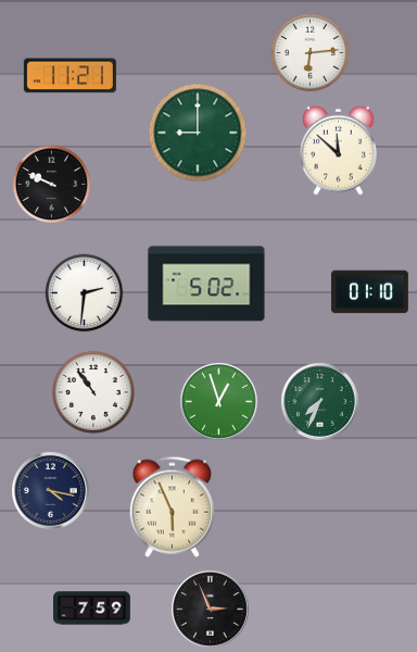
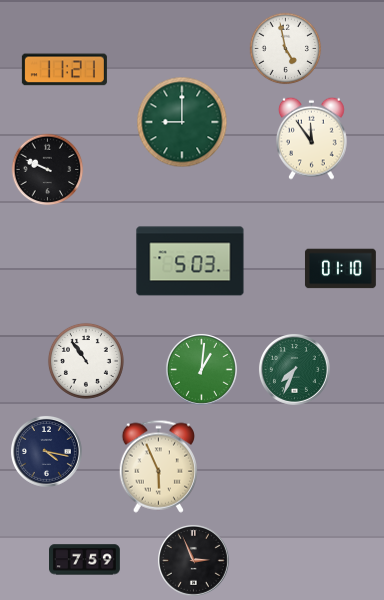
clock at (311, 53): 6:14 -> 4:58
clock at (339, 150): 11:52 -> 11:54
clock at (206, 284): 5:02 -> 5:03
clock at (85, 293): 2:31 -> none
clock at (218, 401): 12:57 -> 1:01
